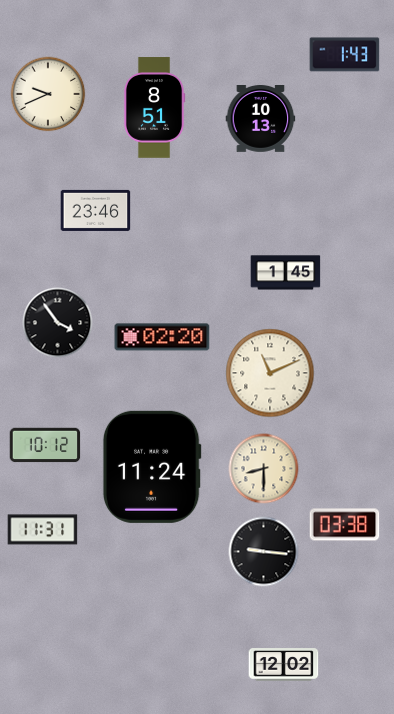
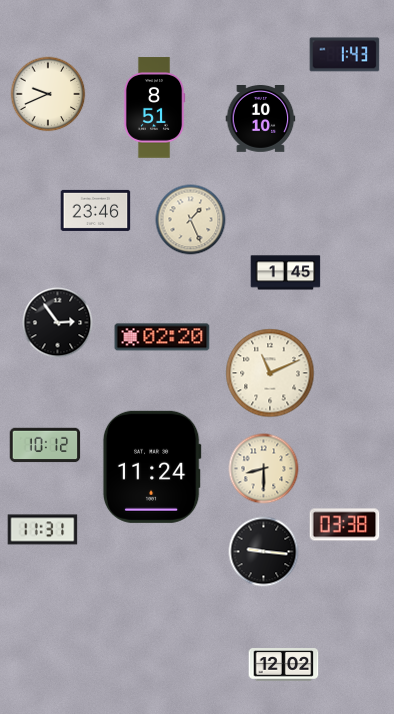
clock at (261, 119): 10:13 -> 10:10
clock at (191, 220): none -> 1:26
clock at (58, 323): 3:54 -> 2:54
